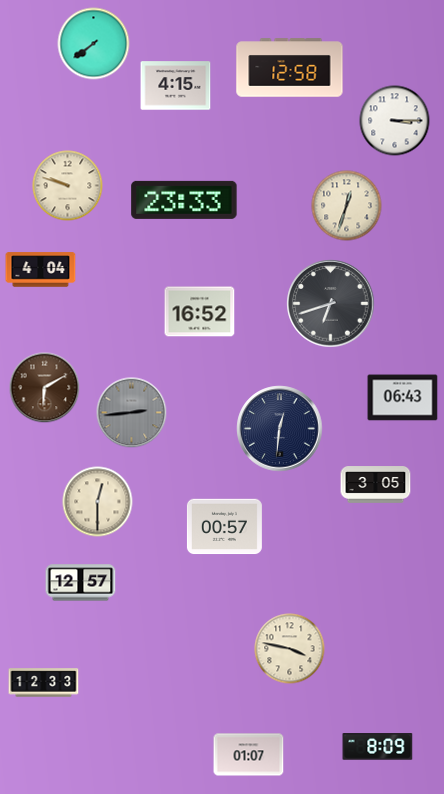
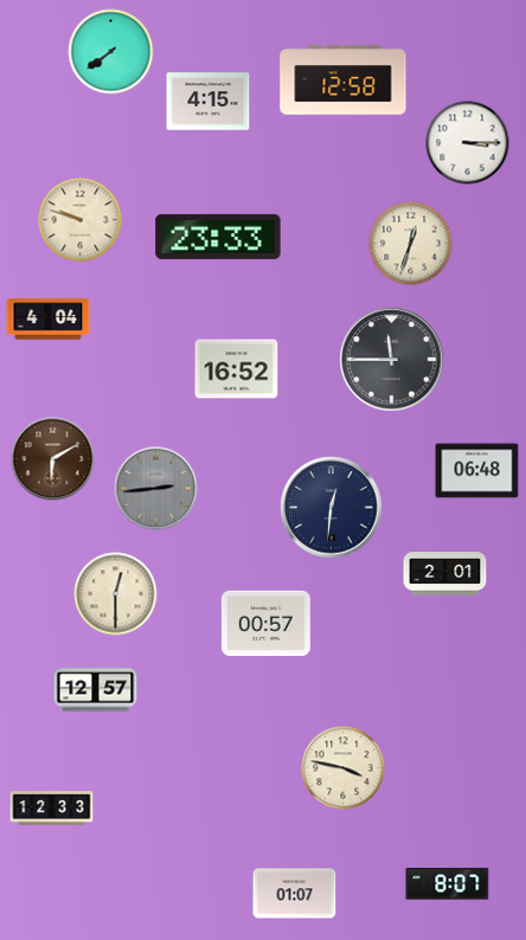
clock at (331, 304): 6:42 -> 11:45
clock at (403, 398): 06:43 -> 06:48
clock at (376, 485): 3:05 -> 2:01
clock at (378, 747): 8:09 -> 8:07
